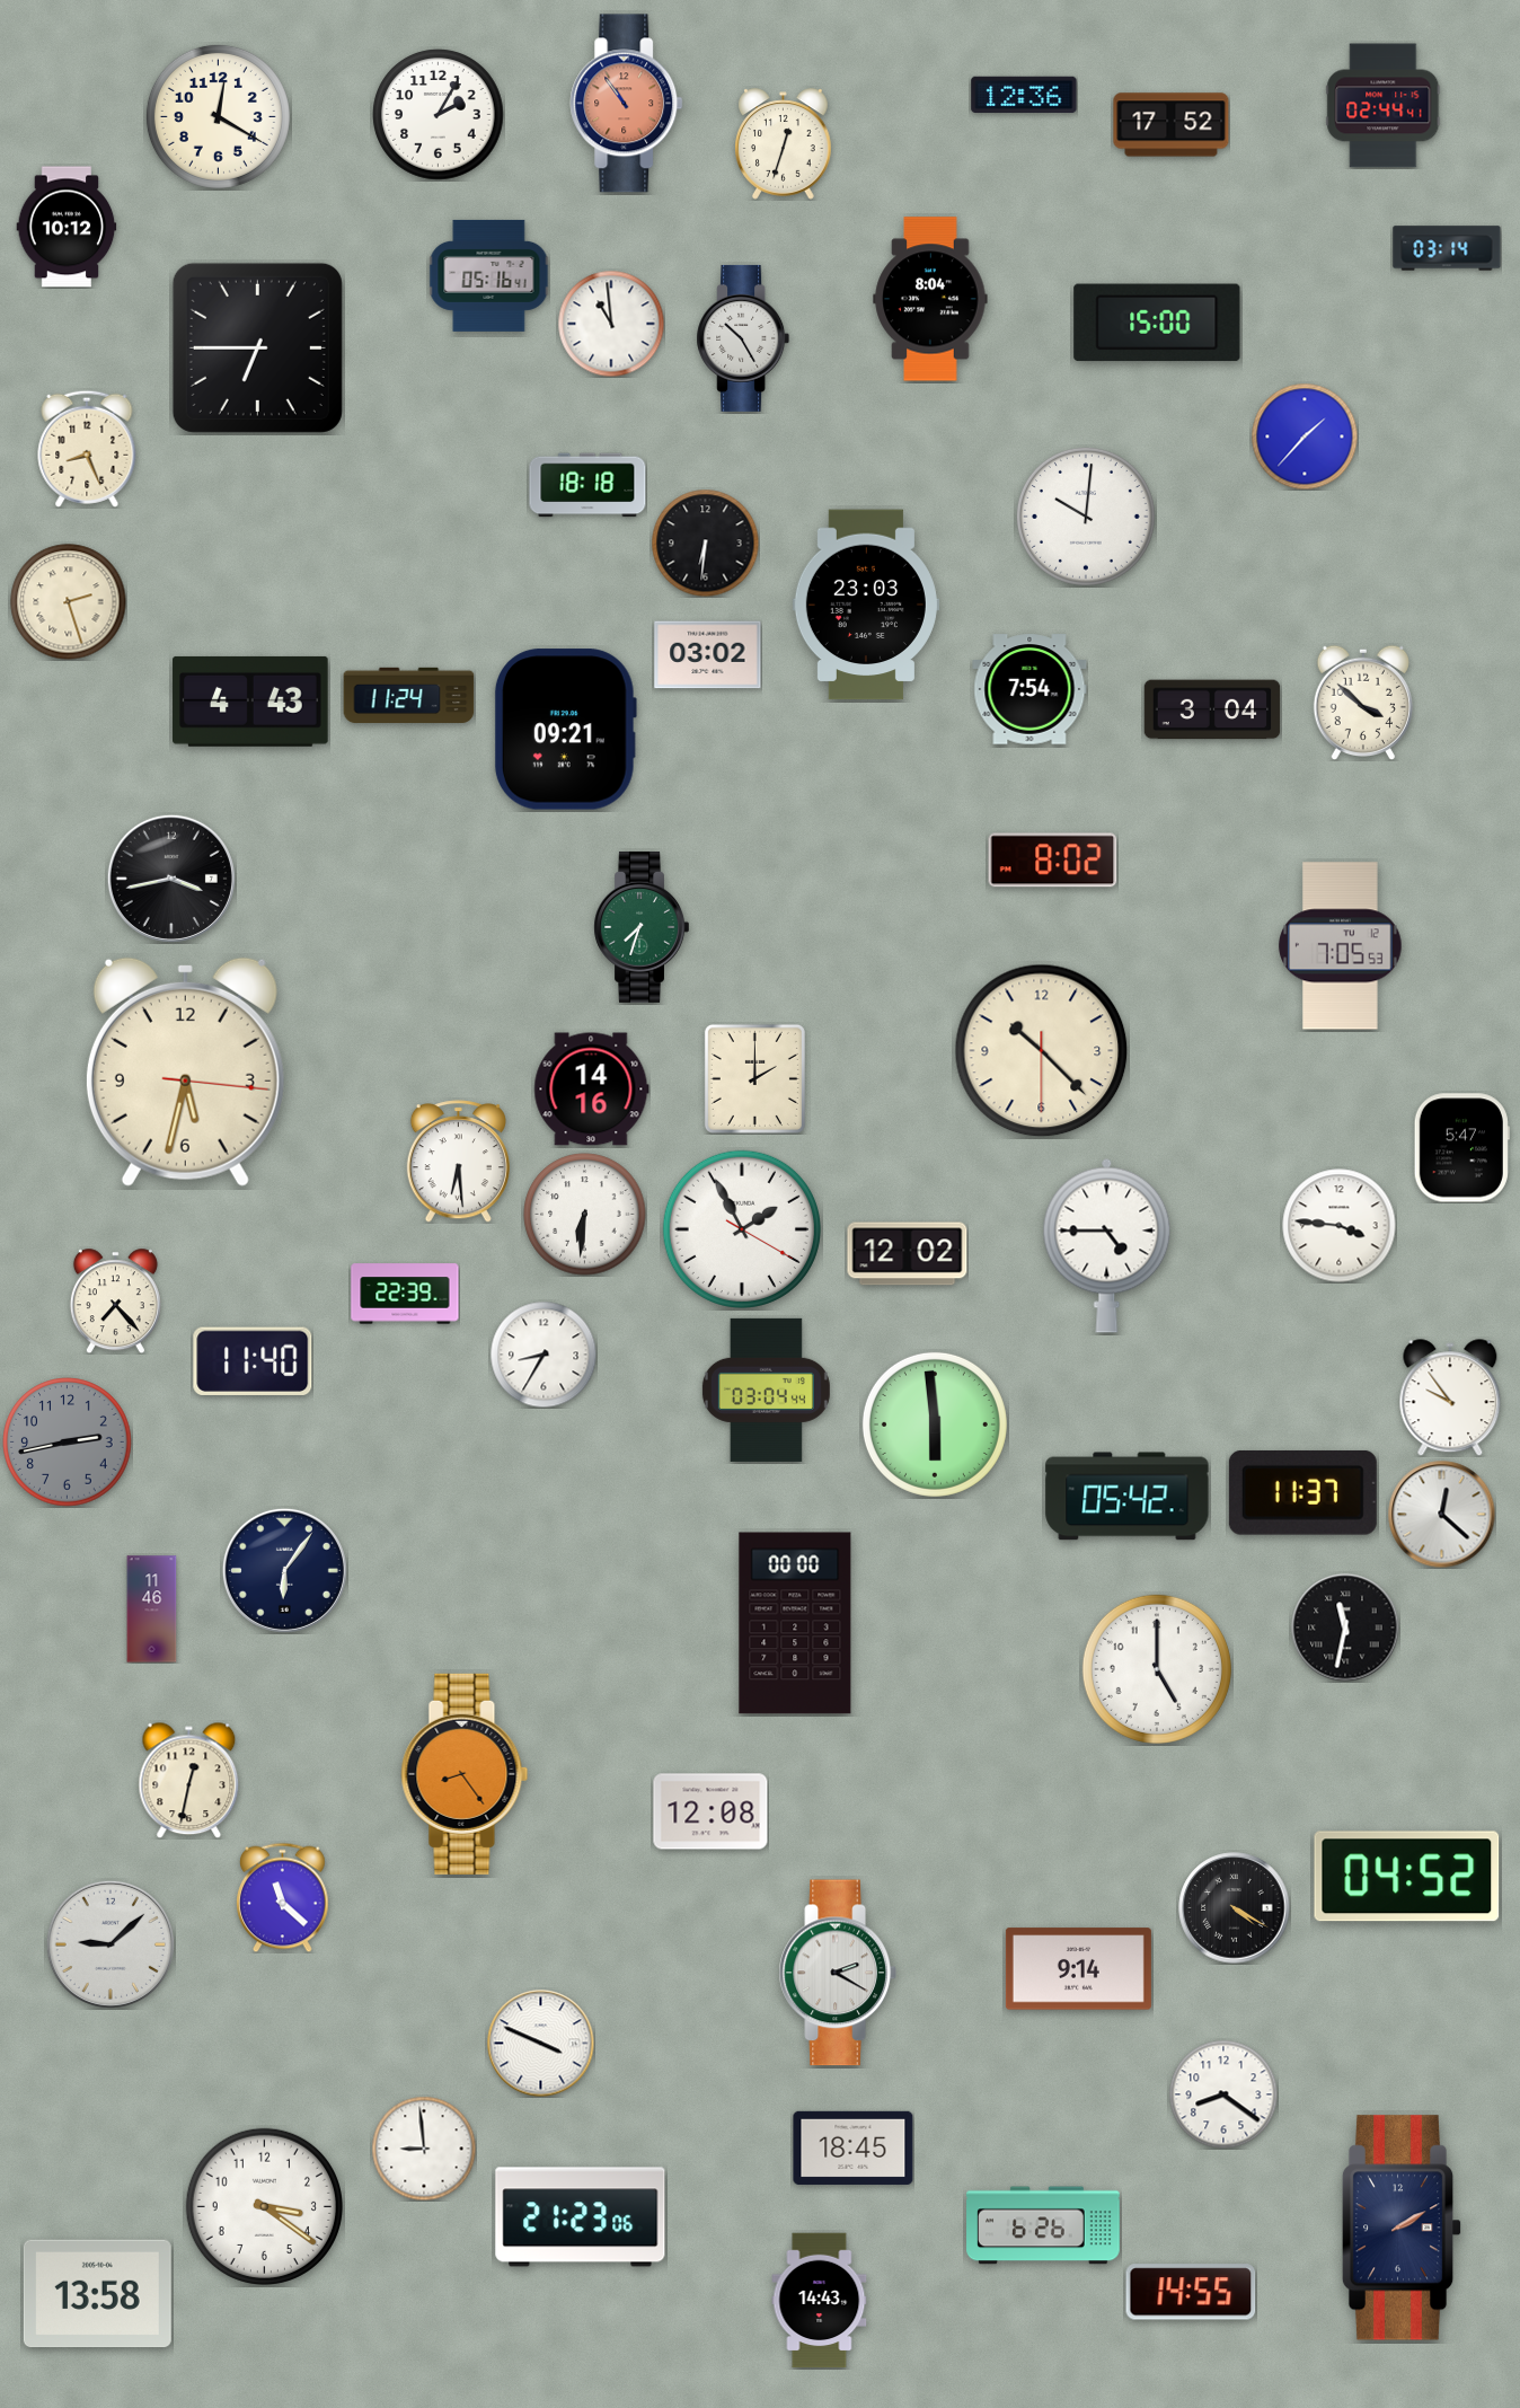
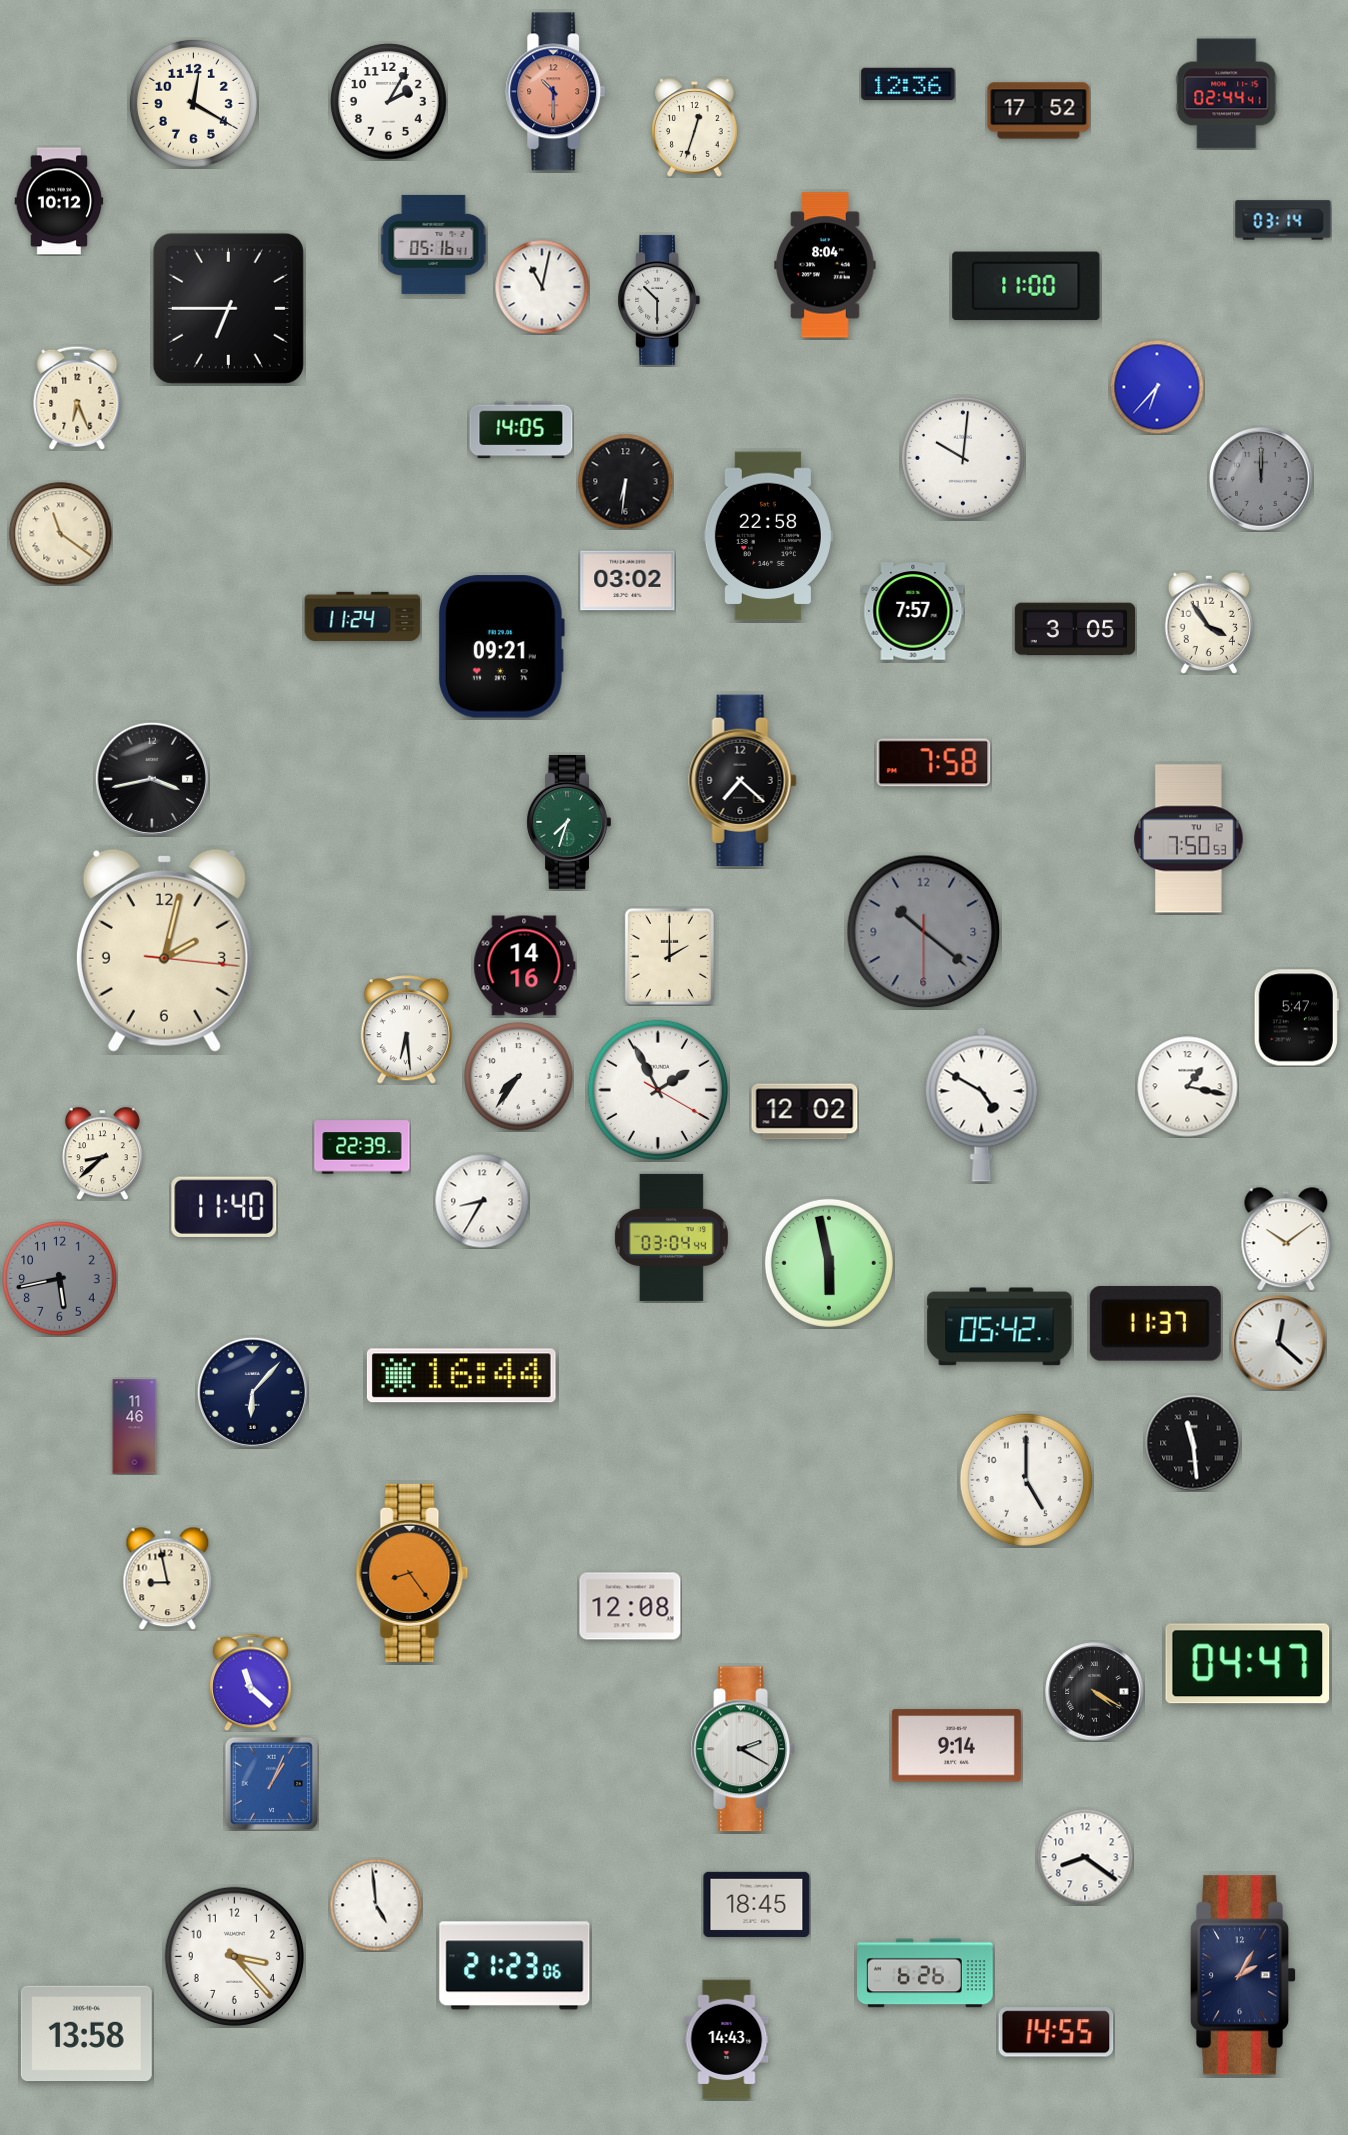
clock at (627, 104): 10:54 -> 10:30
clock at (1157, 323): 15:00 -> 11:00
clock at (611, 324): 10:59 -> 11:02
clock at (743, 338): 10:25 -> 10:30
clock at (1305, 436): 1:37 -> 6:37
clock at (87, 449): 8:26 -> 6:26
clock at (587, 485): 18:18 -> 14:05
clock at (1261, 479): none -> 12:00
clock at (69, 602): 2:27 -> 11:21
clock at (866, 605): 23:03 -> 22:58
clock at (1029, 689): 7:54 -> 7:57
clock at (250, 702): 4:43 -> none
clock at (1362, 702): 3:52 -> 3:54
clock at (1212, 709): 3:04 -> 3:05
clock at (1053, 861): 8:02 -> 7:58
clock at (743, 780): none -> 7:22
clock at (1341, 946): 7:05 -> 7:50
clock at (1042, 1051): 10:22 -> 10:21
clock at (1042, 1051) dial: cream -> grey
clock at (185, 1071): 5:32 -> 2:02
clock at (585, 1215): 6:31 -> 7:36
clock at (1340, 1226): 3:46 -> 1:17
clock at (1107, 1245): 4:45 -> 4:50
clock at (405, 1294) position: (405, 1294) -> (362, 1147)
clock at (115, 1300): 7:23 -> 8:38
clock at (766, 1390) position: (766, 1390) -> (671, 1237)
clock at (1450, 1397): 9:54 -> 10:09
clock at (935, 1424): 5:59 -> 5:58
clock at (68, 1443): 2:43 -> 5:43
clock at (461, 1376): none -> 16:44
clock at (284, 1570): 6:06 -> 6:07
clock at (795, 1623): 00:00 -> none
clock at (1345, 1628): 11:32 -> 11:29
clock at (189, 1780): 12:32 -> 8:58
clock at (1407, 1877): 04:52 -> 04:47
clock at (111, 1944): 9:08 -> none
clock at (271, 1783): none -> 1:04
clock at (540, 2043): 3:49 -> none
clock at (424, 2149): 8:59 -> 4:59
clock at (264, 2206): 3:21 -> 3:23
clock at (1402, 2228): 2:10 -> 2:05
